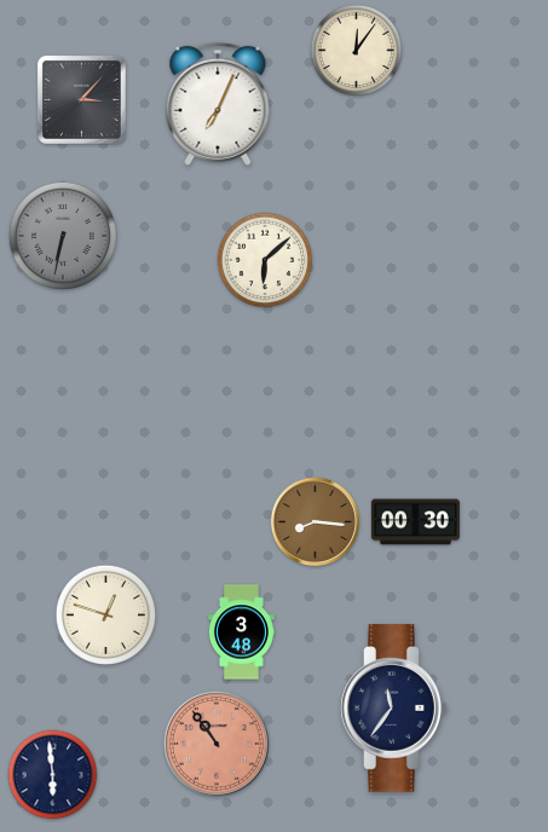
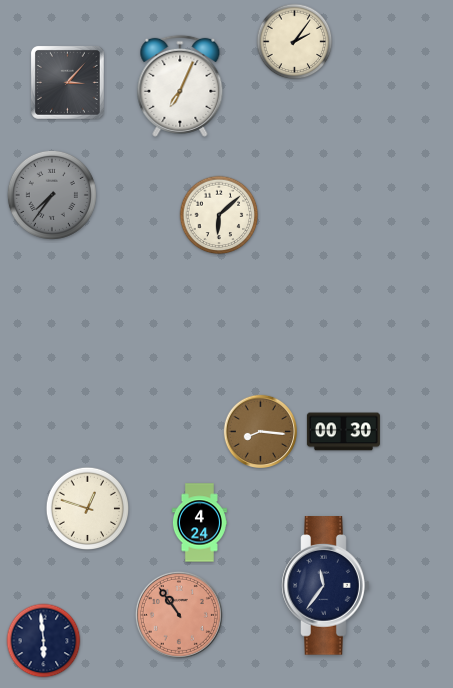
clock at (357, 51): 12:06 -> 2:06
clock at (63, 236): 6:32 -> 7:36
clock at (241, 632): 3:48 -> 4:24
